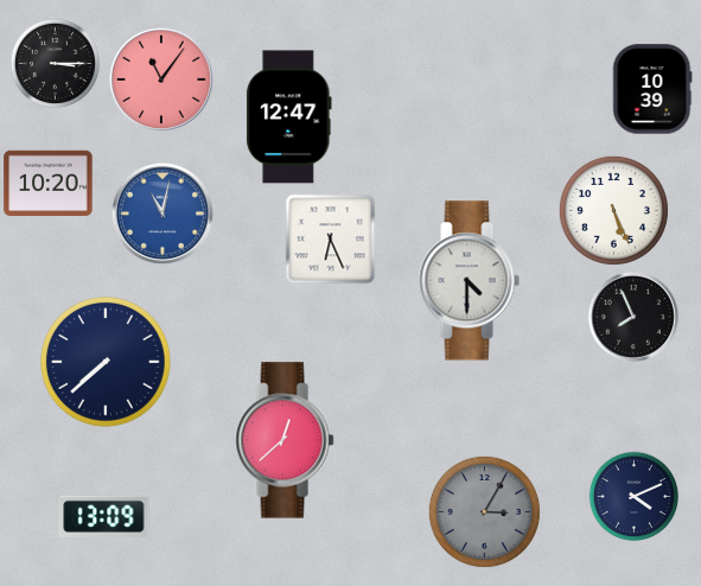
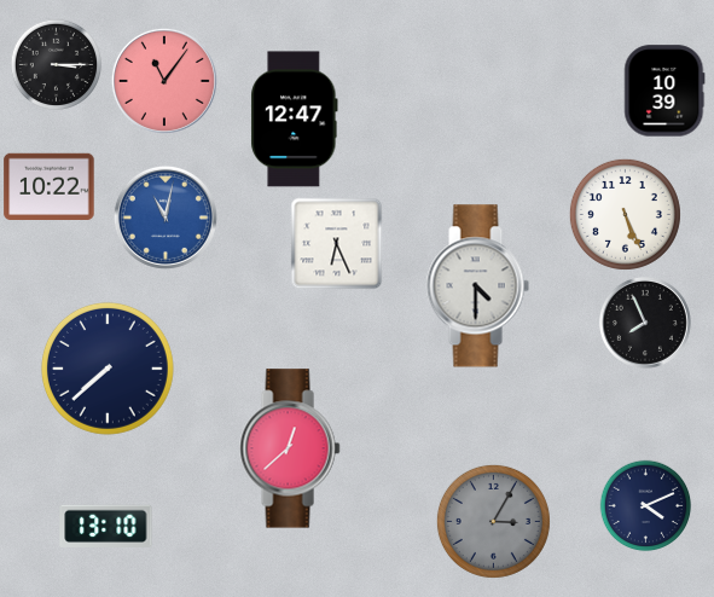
clock at (49, 184): 10:20 -> 10:22
clock at (104, 516): 13:09 -> 13:10
